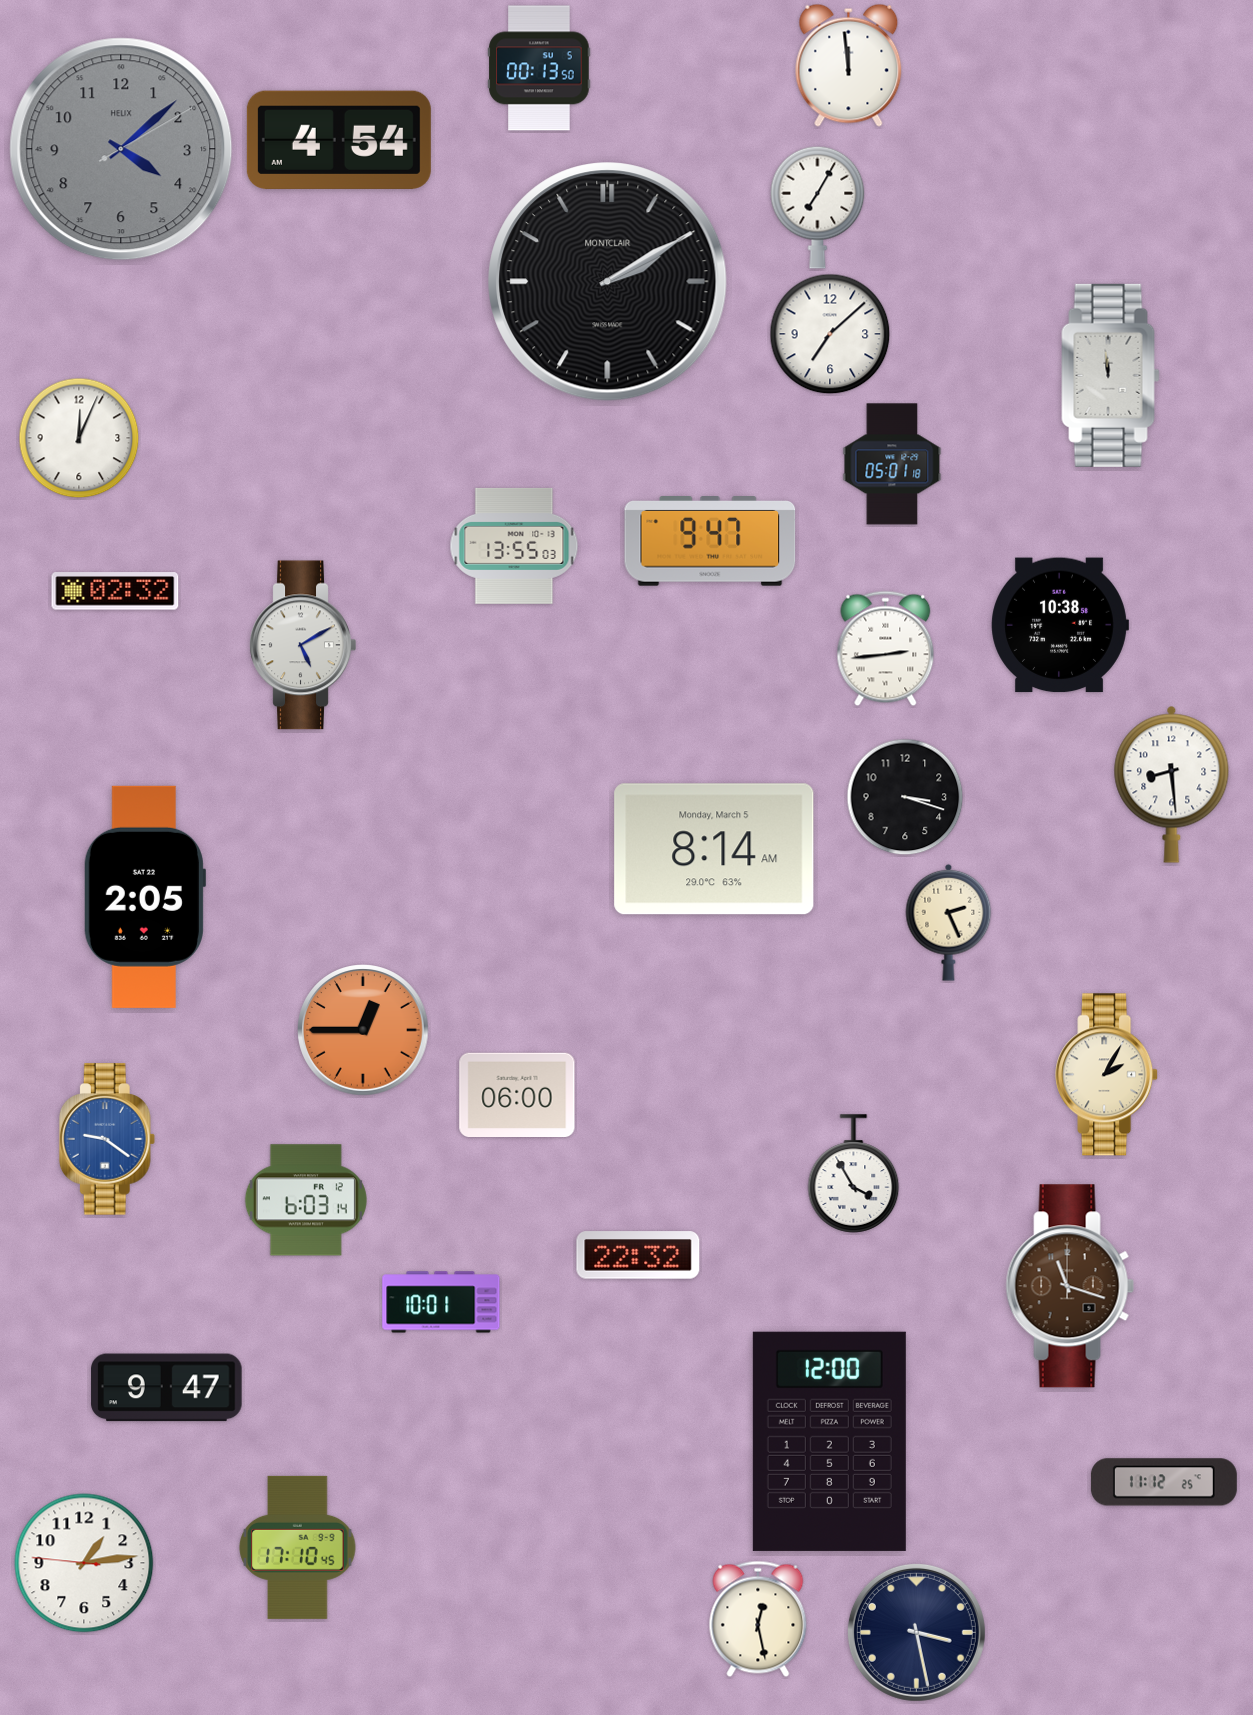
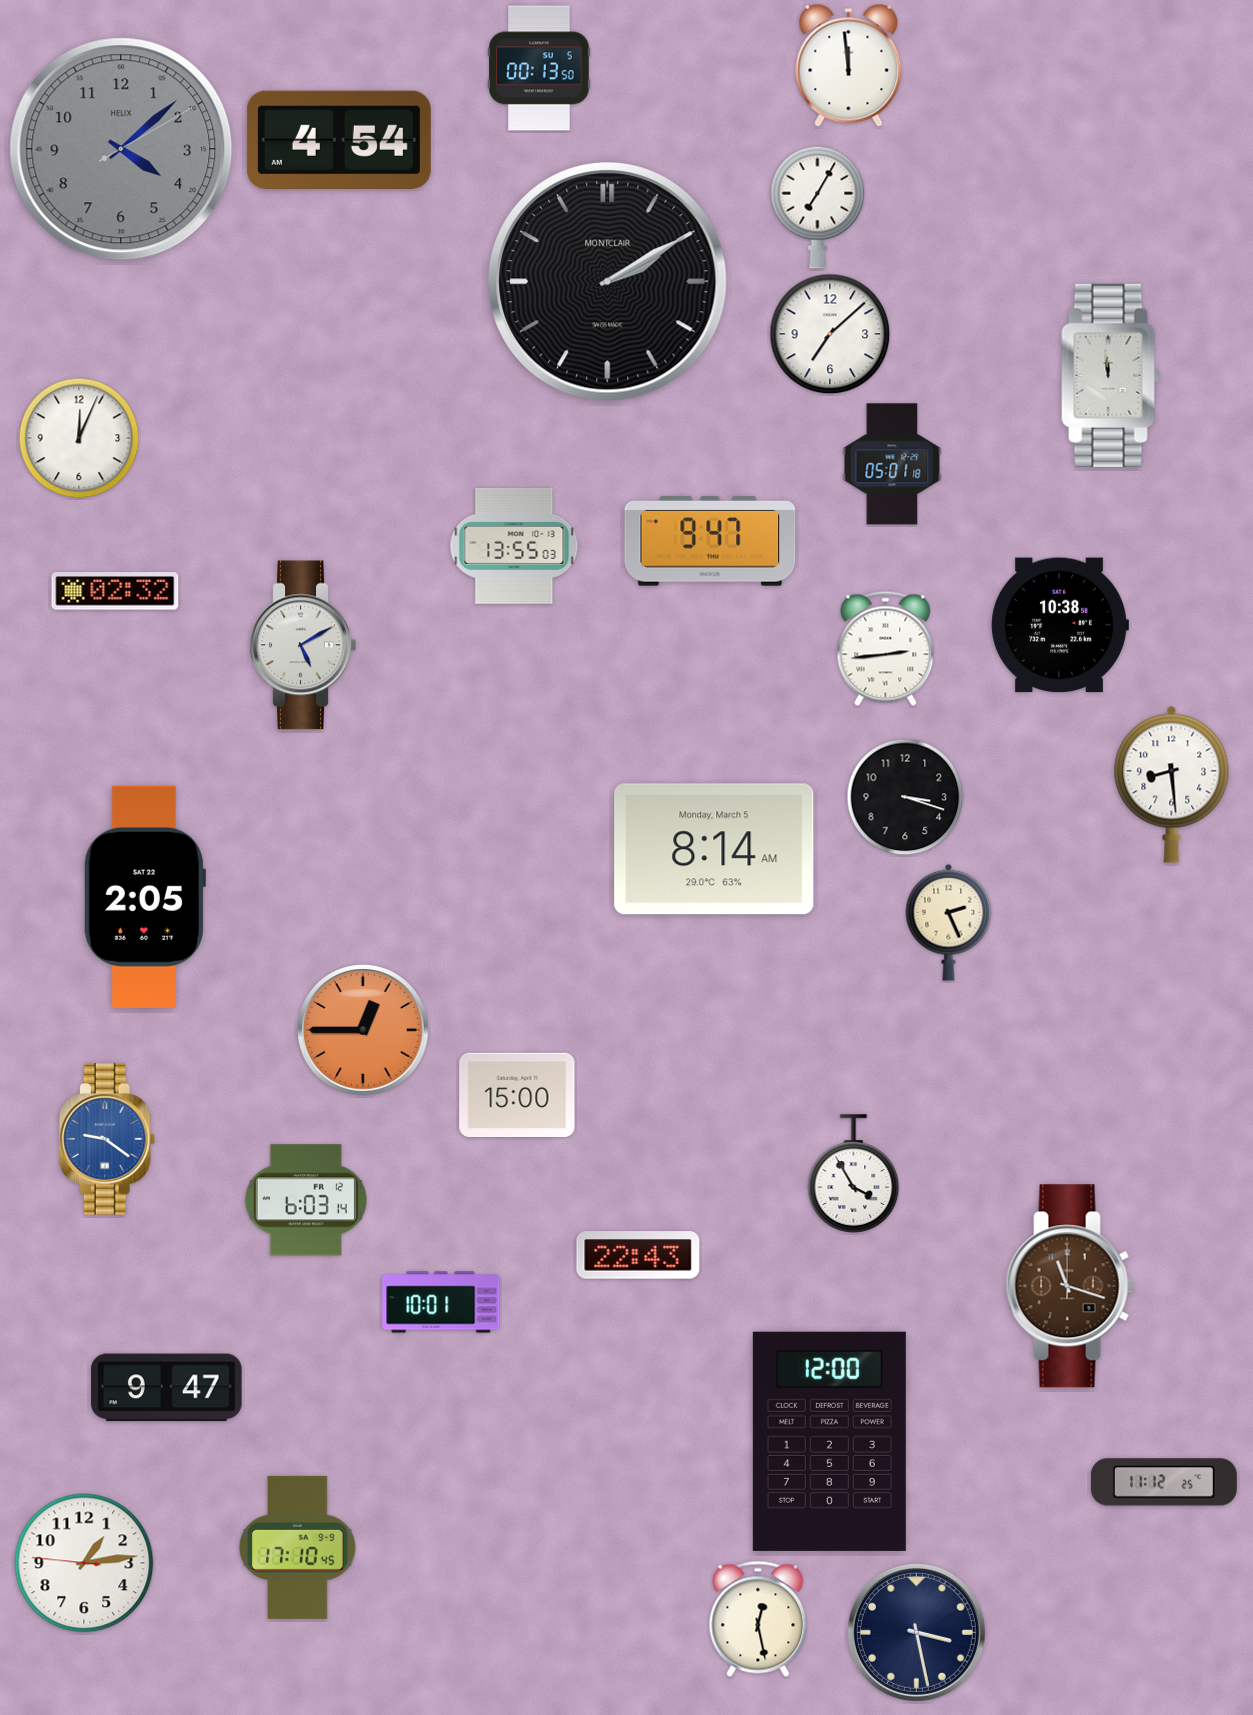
clock at (1107, 1075): 2:05 -> none
clock at (517, 1095): 06:00 -> 15:00
clock at (638, 1255): 22:32 -> 22:43
